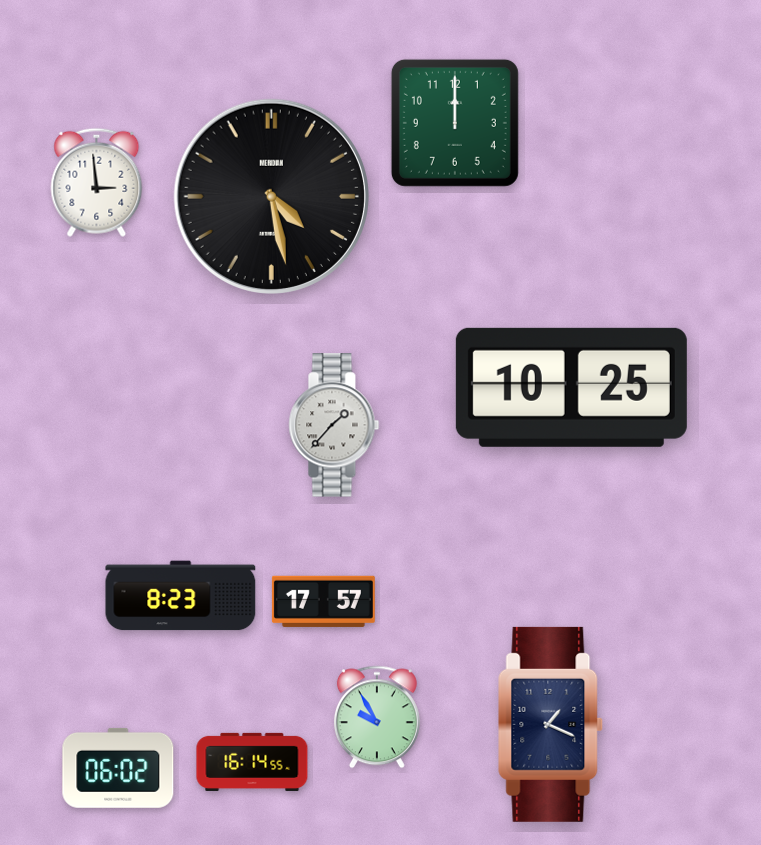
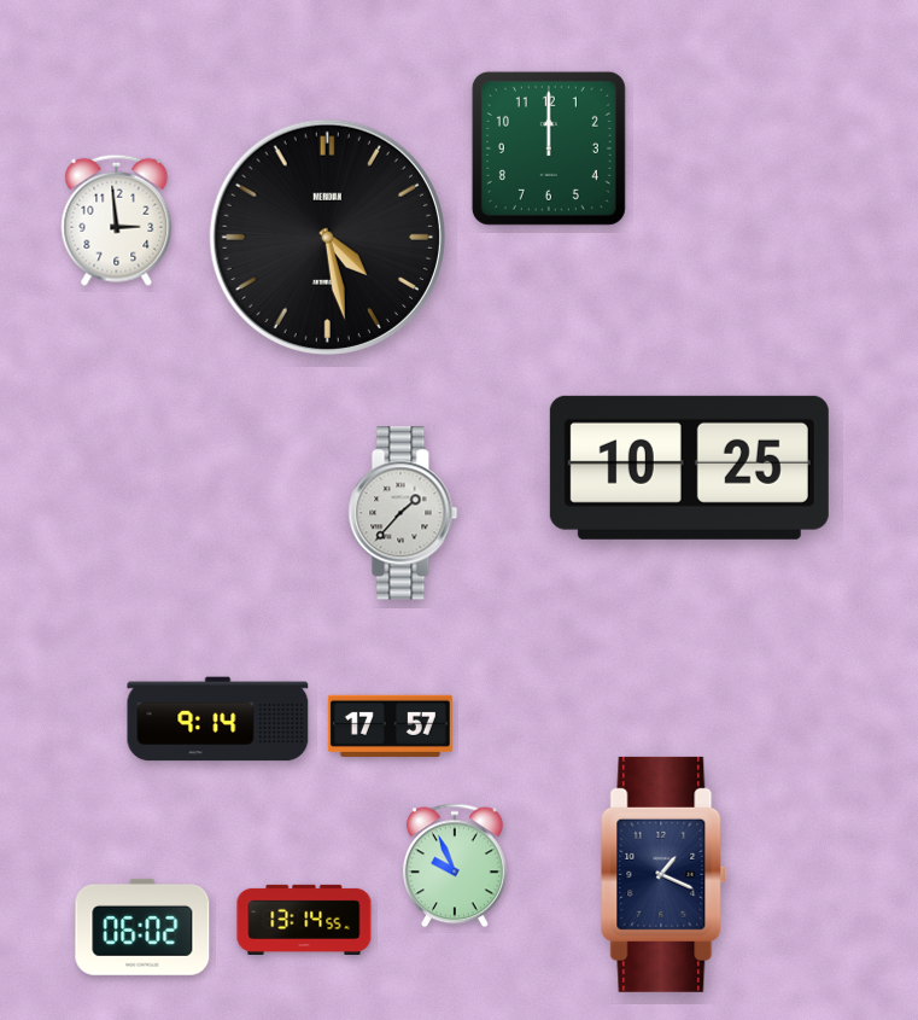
clock at (181, 596): 8:23 -> 9:14
clock at (377, 717): 9:55 -> 9:56
clock at (252, 762): 16:14 -> 13:14
